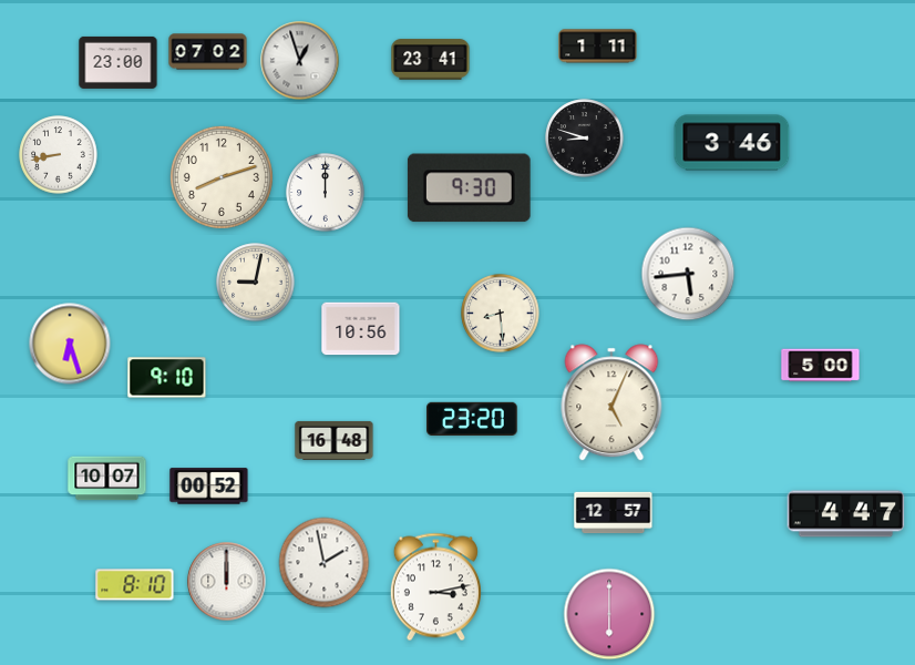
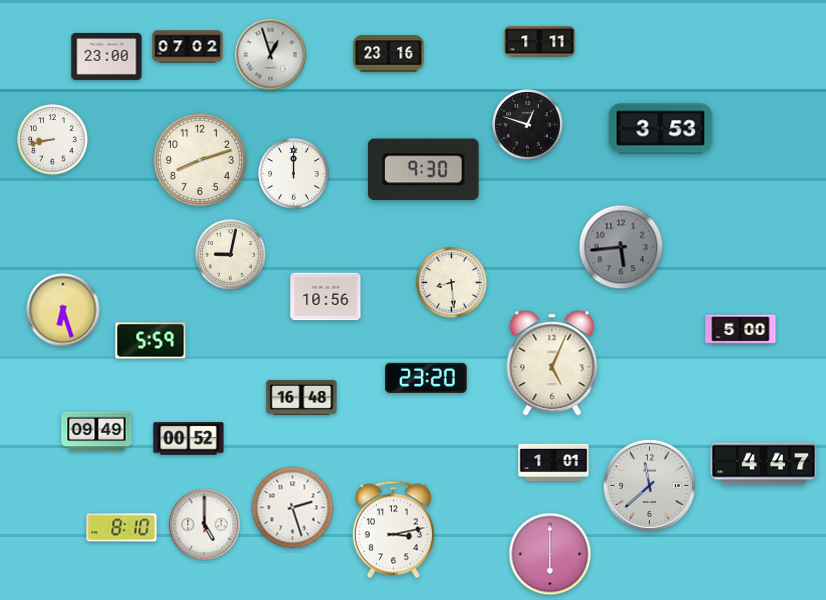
clock at (431, 60): 23:41 -> 23:16
clock at (585, 139): 8:48 -> 12:48
clock at (732, 143): 3:46 -> 3:53
clock at (688, 274) dial: white -> grey
clock at (167, 378): 9:10 -> 5:59
clock at (107, 479): 10:07 -> 09:49
clock at (614, 513): 12:57 -> 1:01
clock at (649, 485): none -> 11:38
clock at (325, 563): 1:58 -> 2:27
clock at (227, 582): 12:00 -> 5:00
